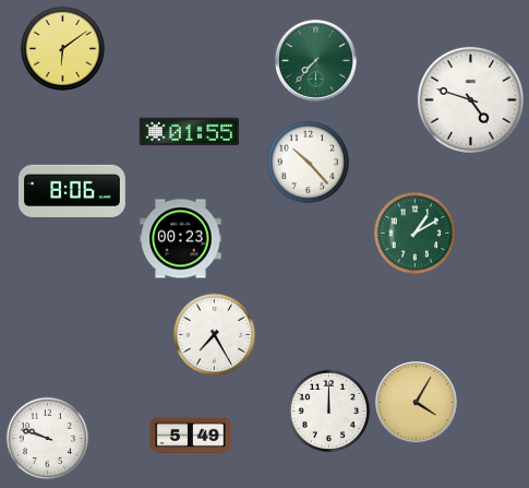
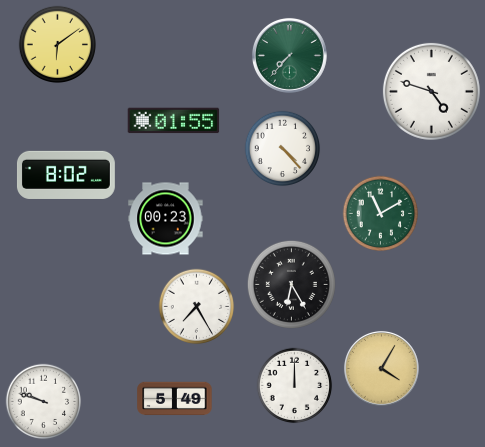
clock at (309, 163): 10:23 -> 4:23
clock at (72, 191): 8:06 -> 8:02
clock at (416, 234): 1:10 -> 11:10
clock at (291, 284): none -> 6:25
clock at (329, 412) position: (329, 412) -> (295, 386)
